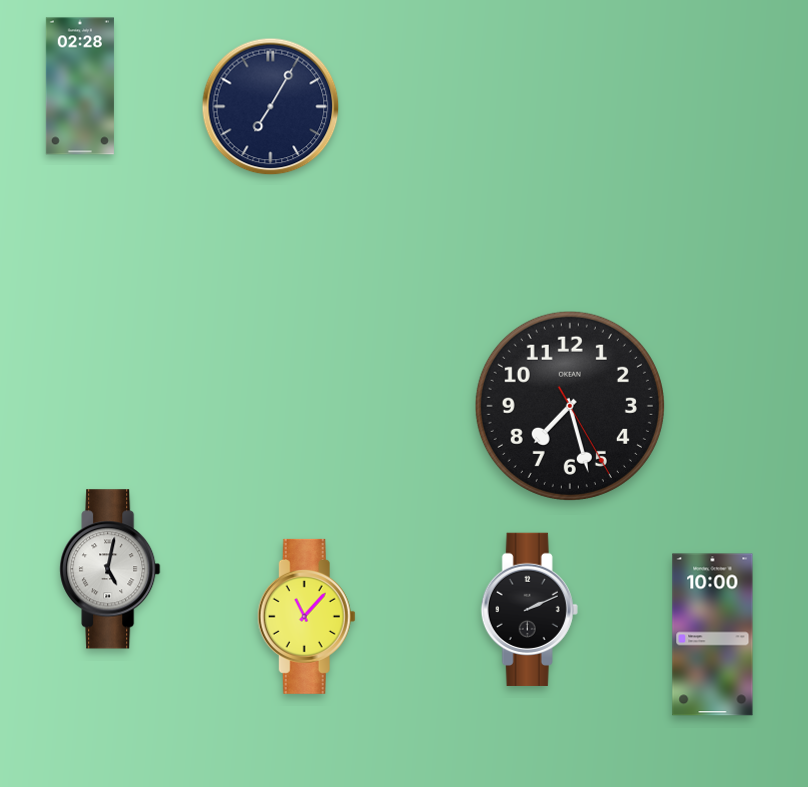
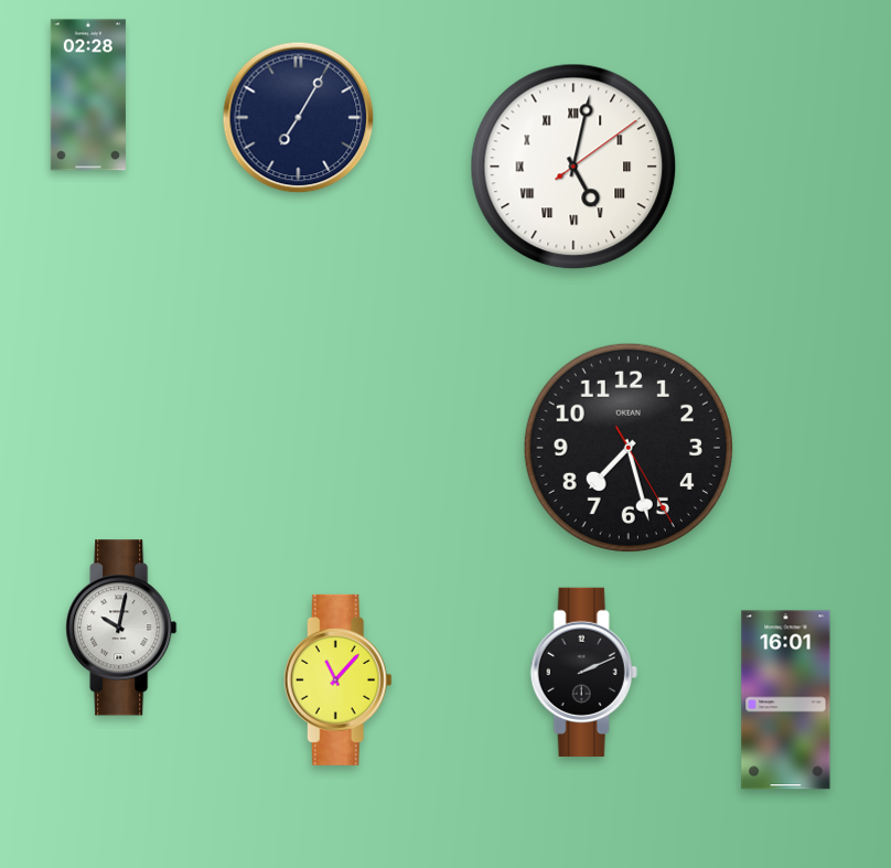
clock at (573, 167): none -> 5:02
clock at (110, 569): 5:02 -> 10:02
clock at (713, 635): 10:00 -> 16:01
